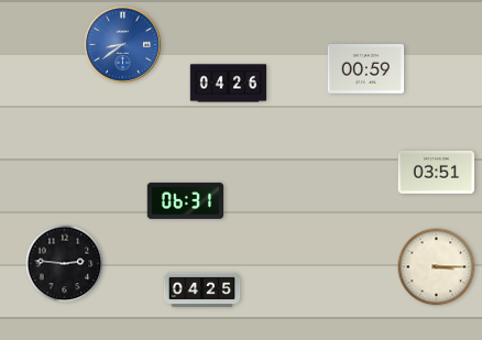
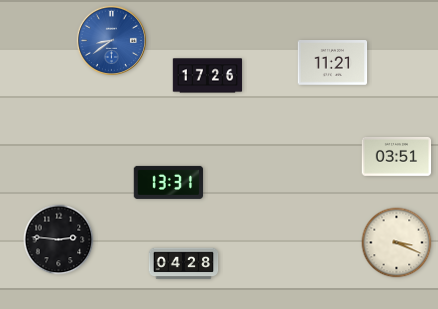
clock at (366, 69): 00:59 -> 11:21
clock at (229, 84): 04:26 -> 17:26
clock at (186, 200): 06:31 -> 13:31
clock at (437, 267): 3:15 -> 3:19
clock at (202, 290): 04:25 -> 04:28
